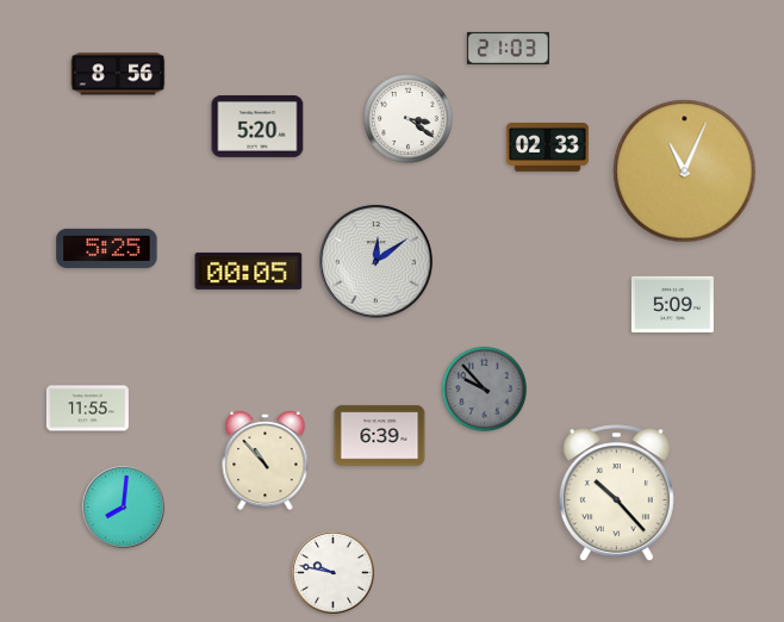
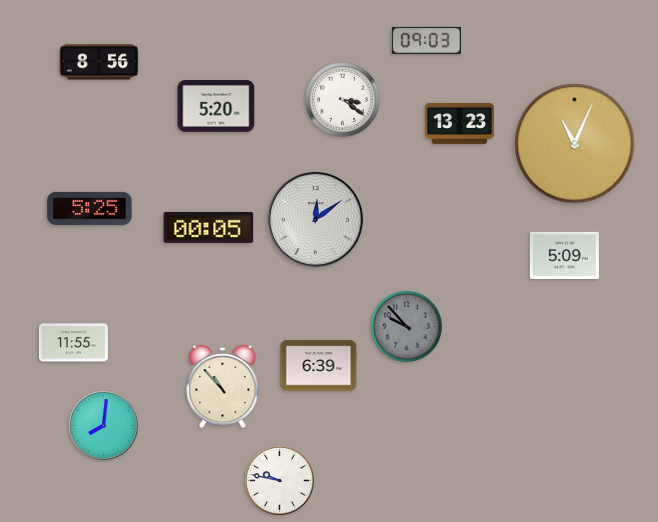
clock at (508, 48): 21:03 -> 09:03
clock at (547, 147): 02:33 -> 13:23
clock at (616, 492): 10:23 -> none
